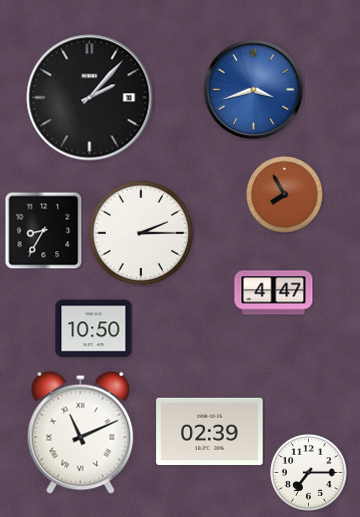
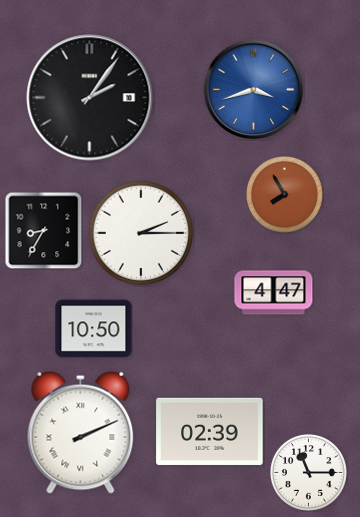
clock at (90, 98): 2:07 -> 2:06
clock at (81, 432): 11:11 -> 2:11
clock at (308, 472): 7:15 -> 11:15
